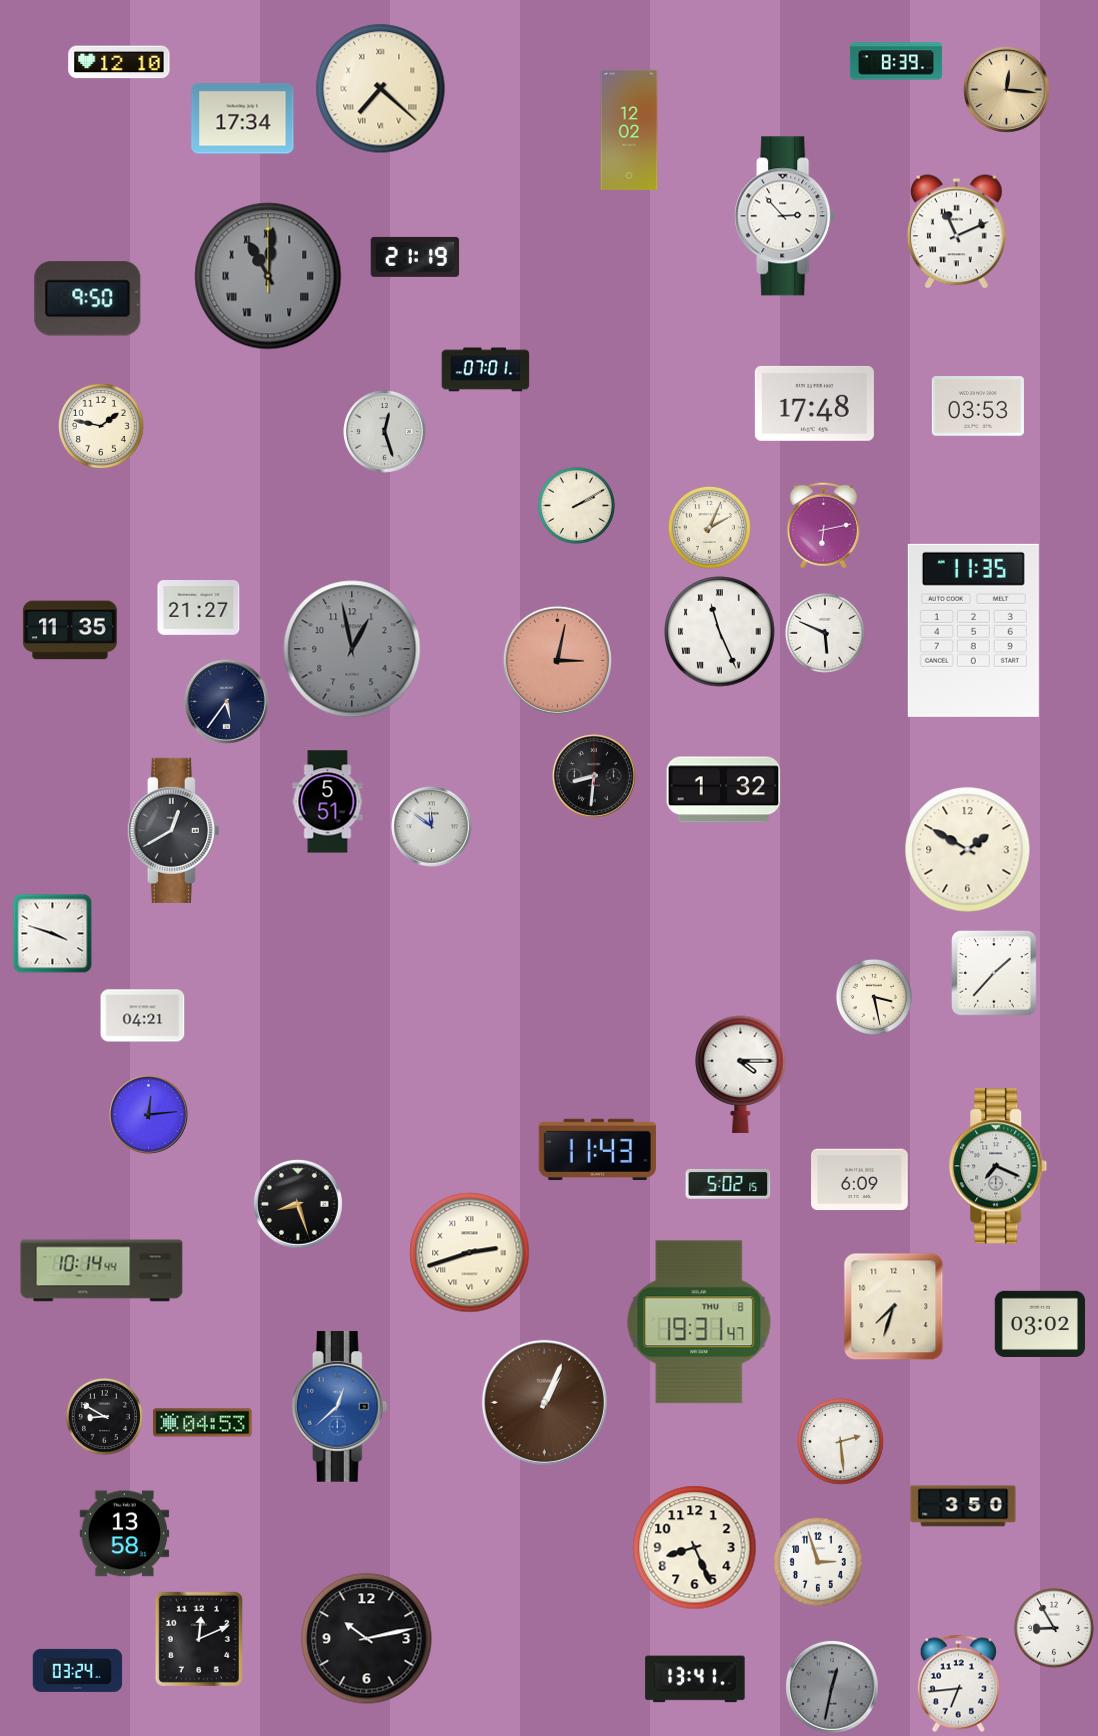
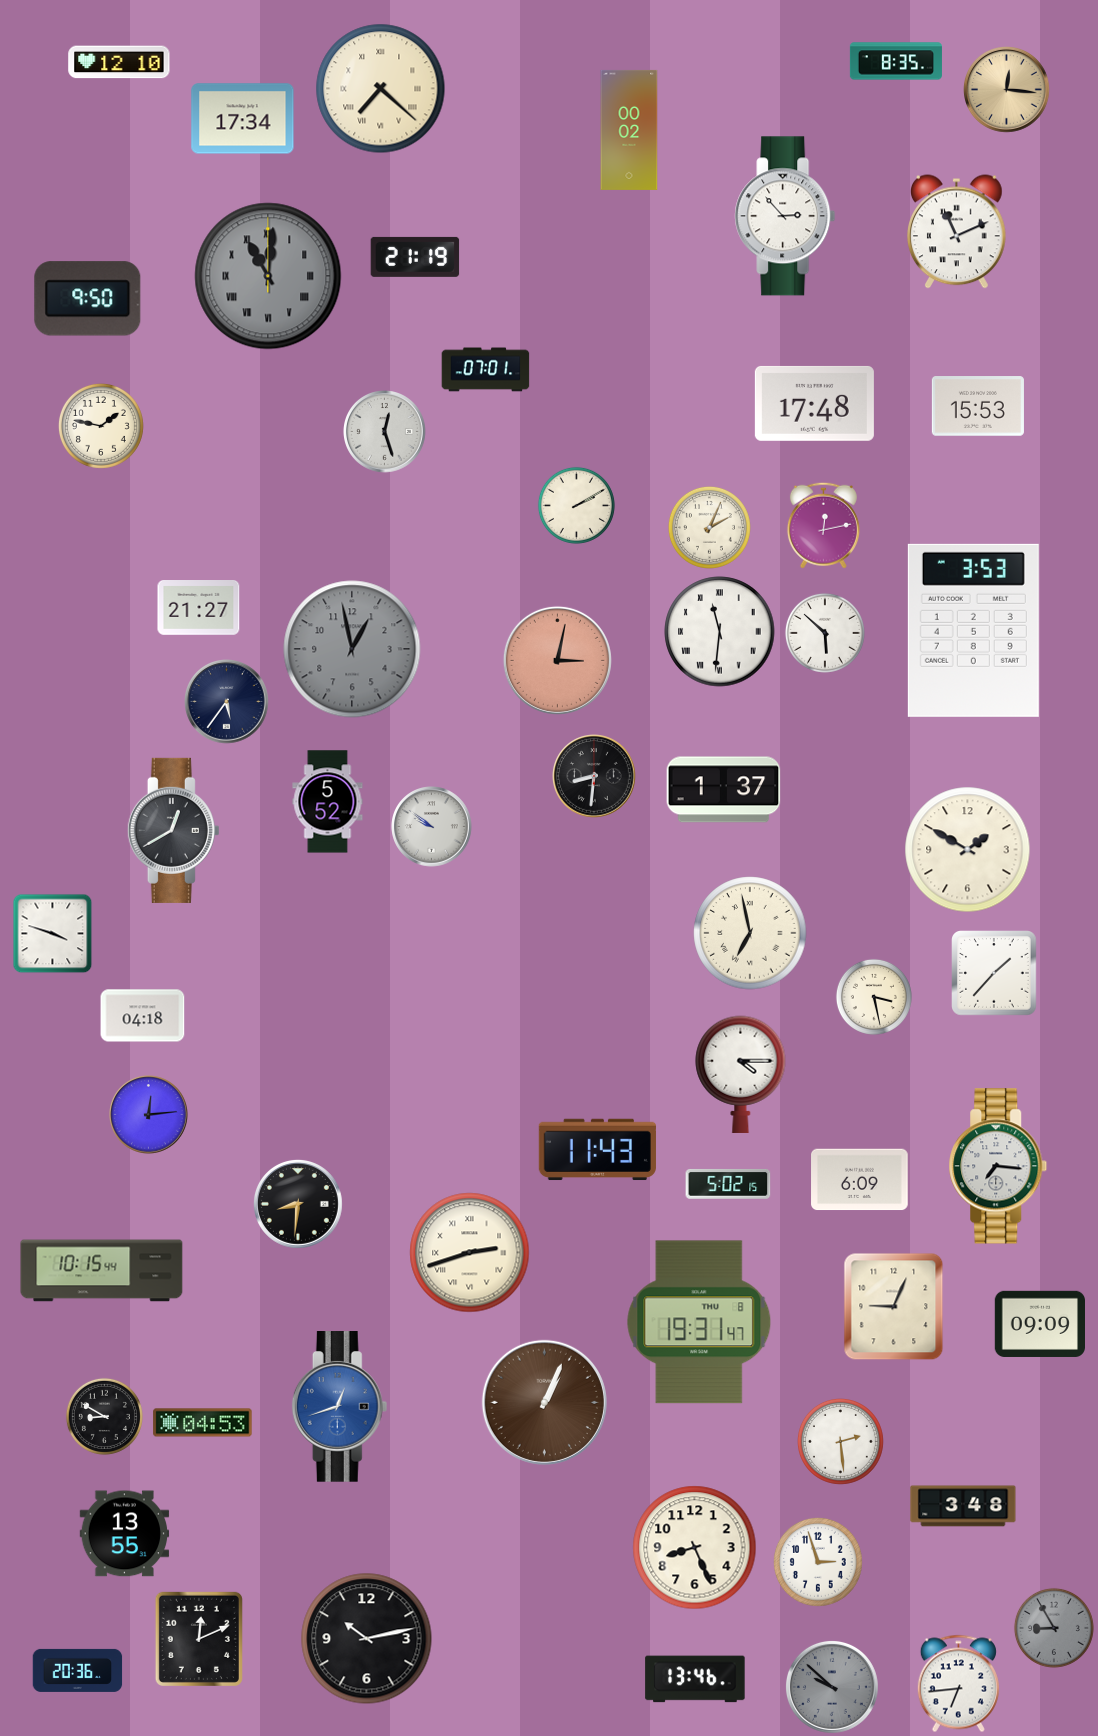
clock at (896, 61): 8:39 -> 8:35
clock at (629, 130): 12:02 -> 00:02
clock at (978, 406): 03:53 -> 15:53
clock at (823, 525): 6:13 -> 12:13
clock at (70, 630): 11:35 -> none
clock at (973, 630): 11:35 -> 3:53
clock at (720, 632): 11:26 -> 11:31
clock at (825, 633): 5:49 -> 5:52
clock at (724, 790): 1:32 -> 1:37
clock at (328, 802): 5:51 -> 5:52
clock at (432, 827): 11:51 -> 9:51
clock at (750, 933): none -> 6:58
clock at (143, 1016): 04:21 -> 04:18
clock at (998, 1166): 7:19 -> 7:16
clock at (298, 1204): 8:27 -> 8:31
clock at (102, 1271): 10:14 -> 10:15
clock at (894, 1307): 7:33 -> 9:04
clock at (1039, 1324): 03:02 -> 09:09
clock at (340, 1407): 12:38 -> 12:42
clock at (963, 1506): 3:50 -> 3:48
clock at (125, 1534): 13:58 -> 13:55
clock at (1054, 1628) dial: white -> grey
clock at (78, 1670): 03:24 -> 20:36
clock at (695, 1679): 13:41 -> 13:46
clock at (832, 1687): 12:32 -> 9:52
